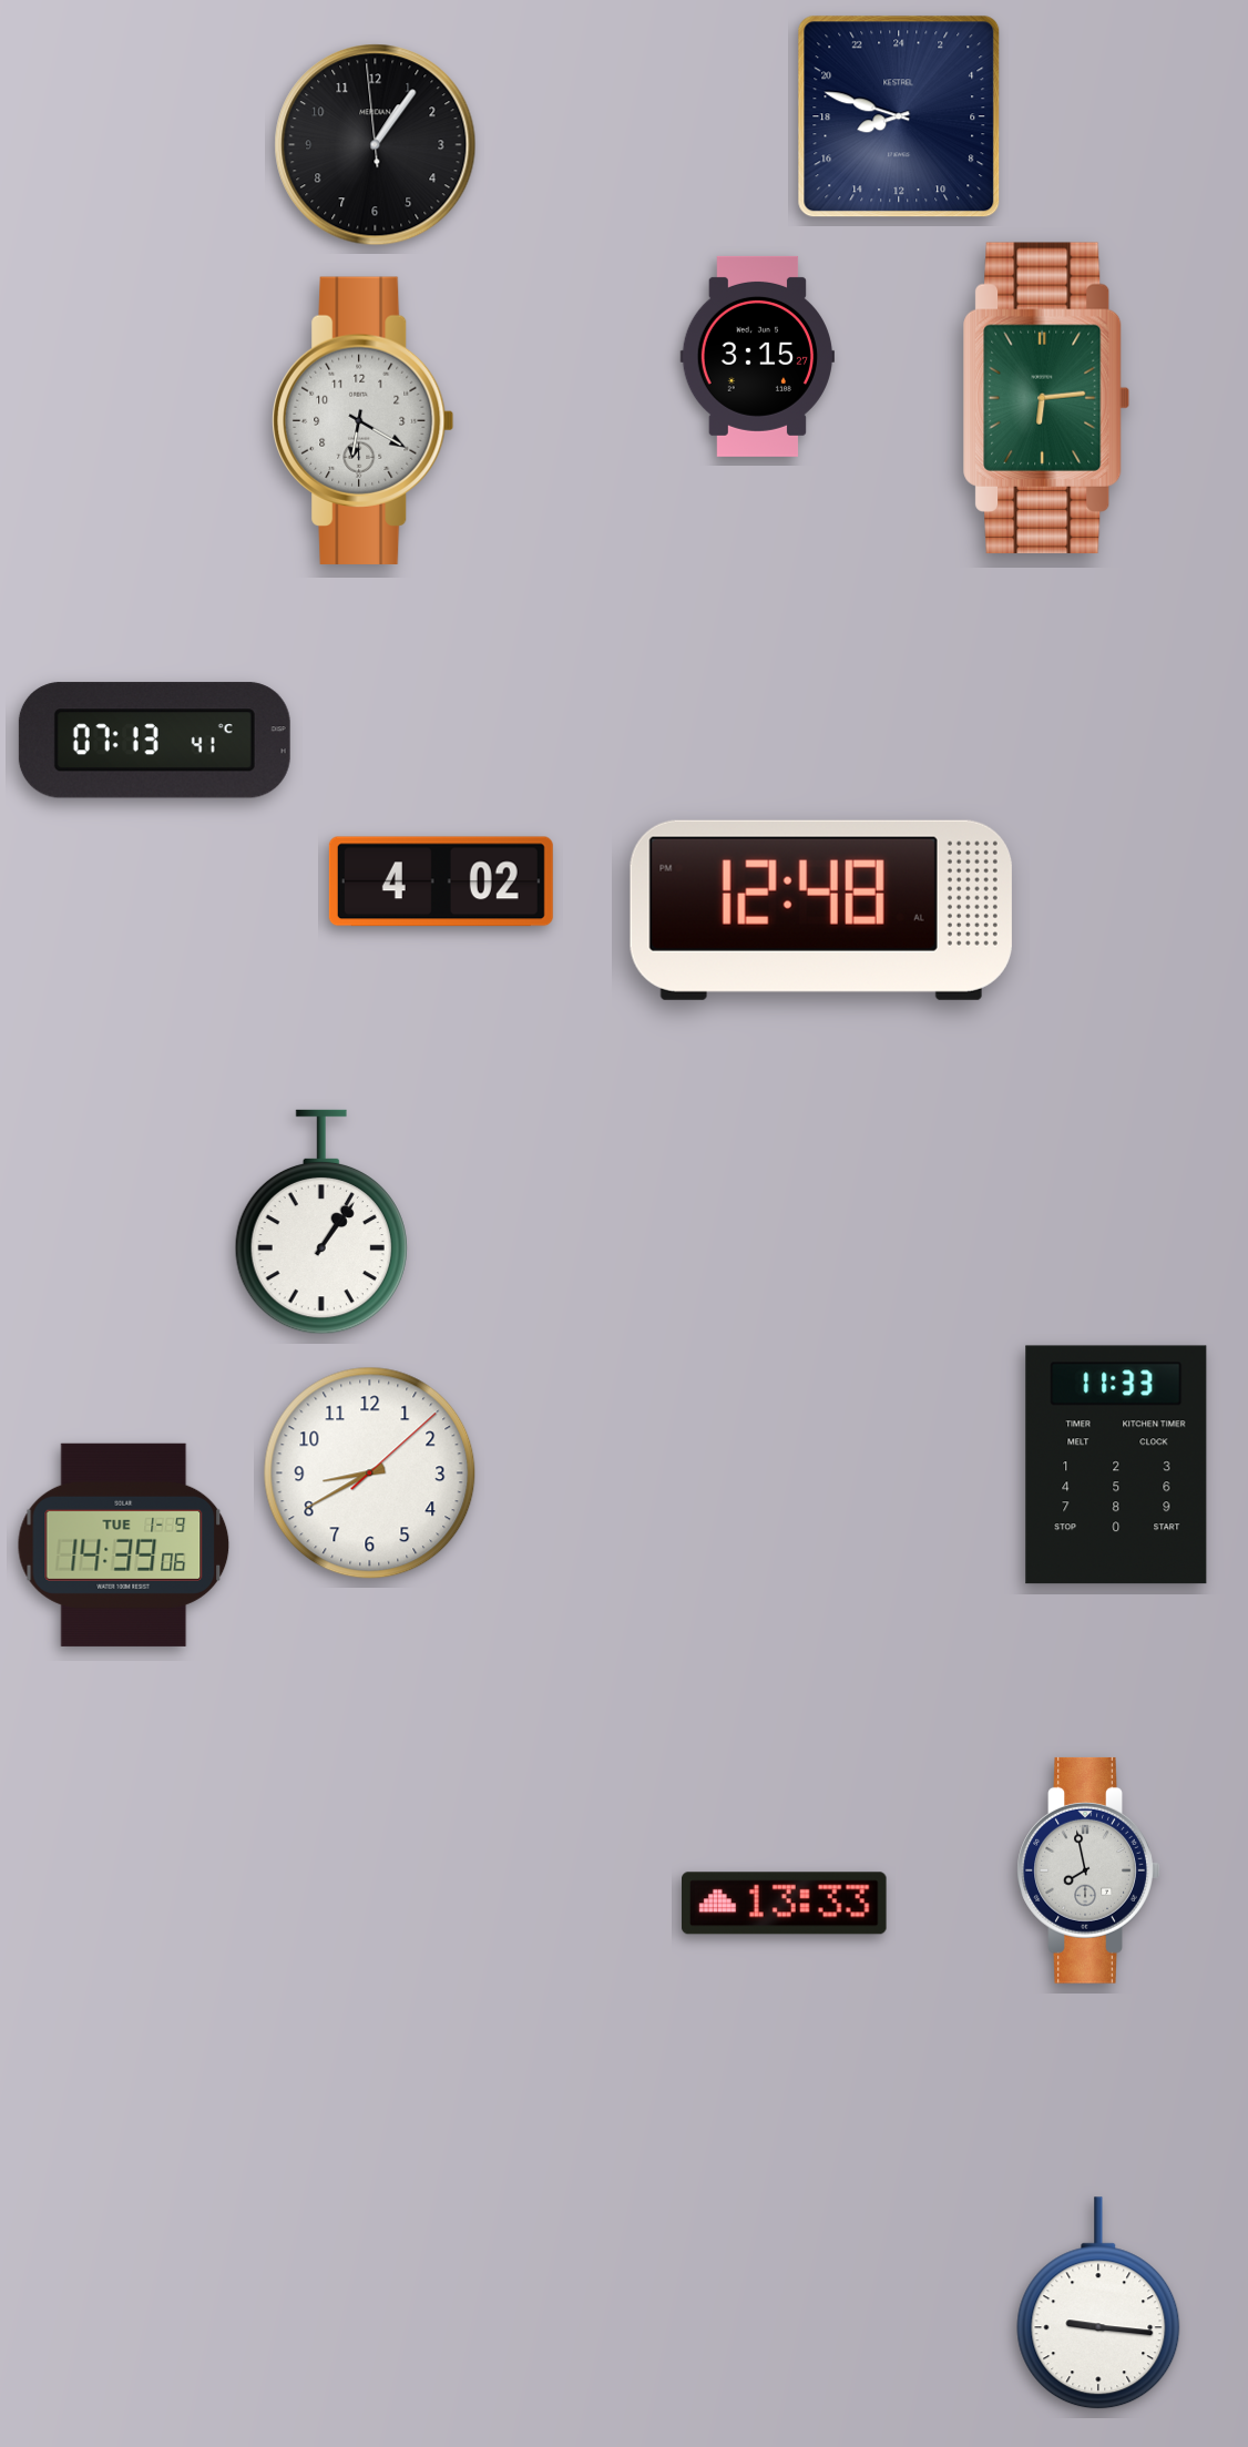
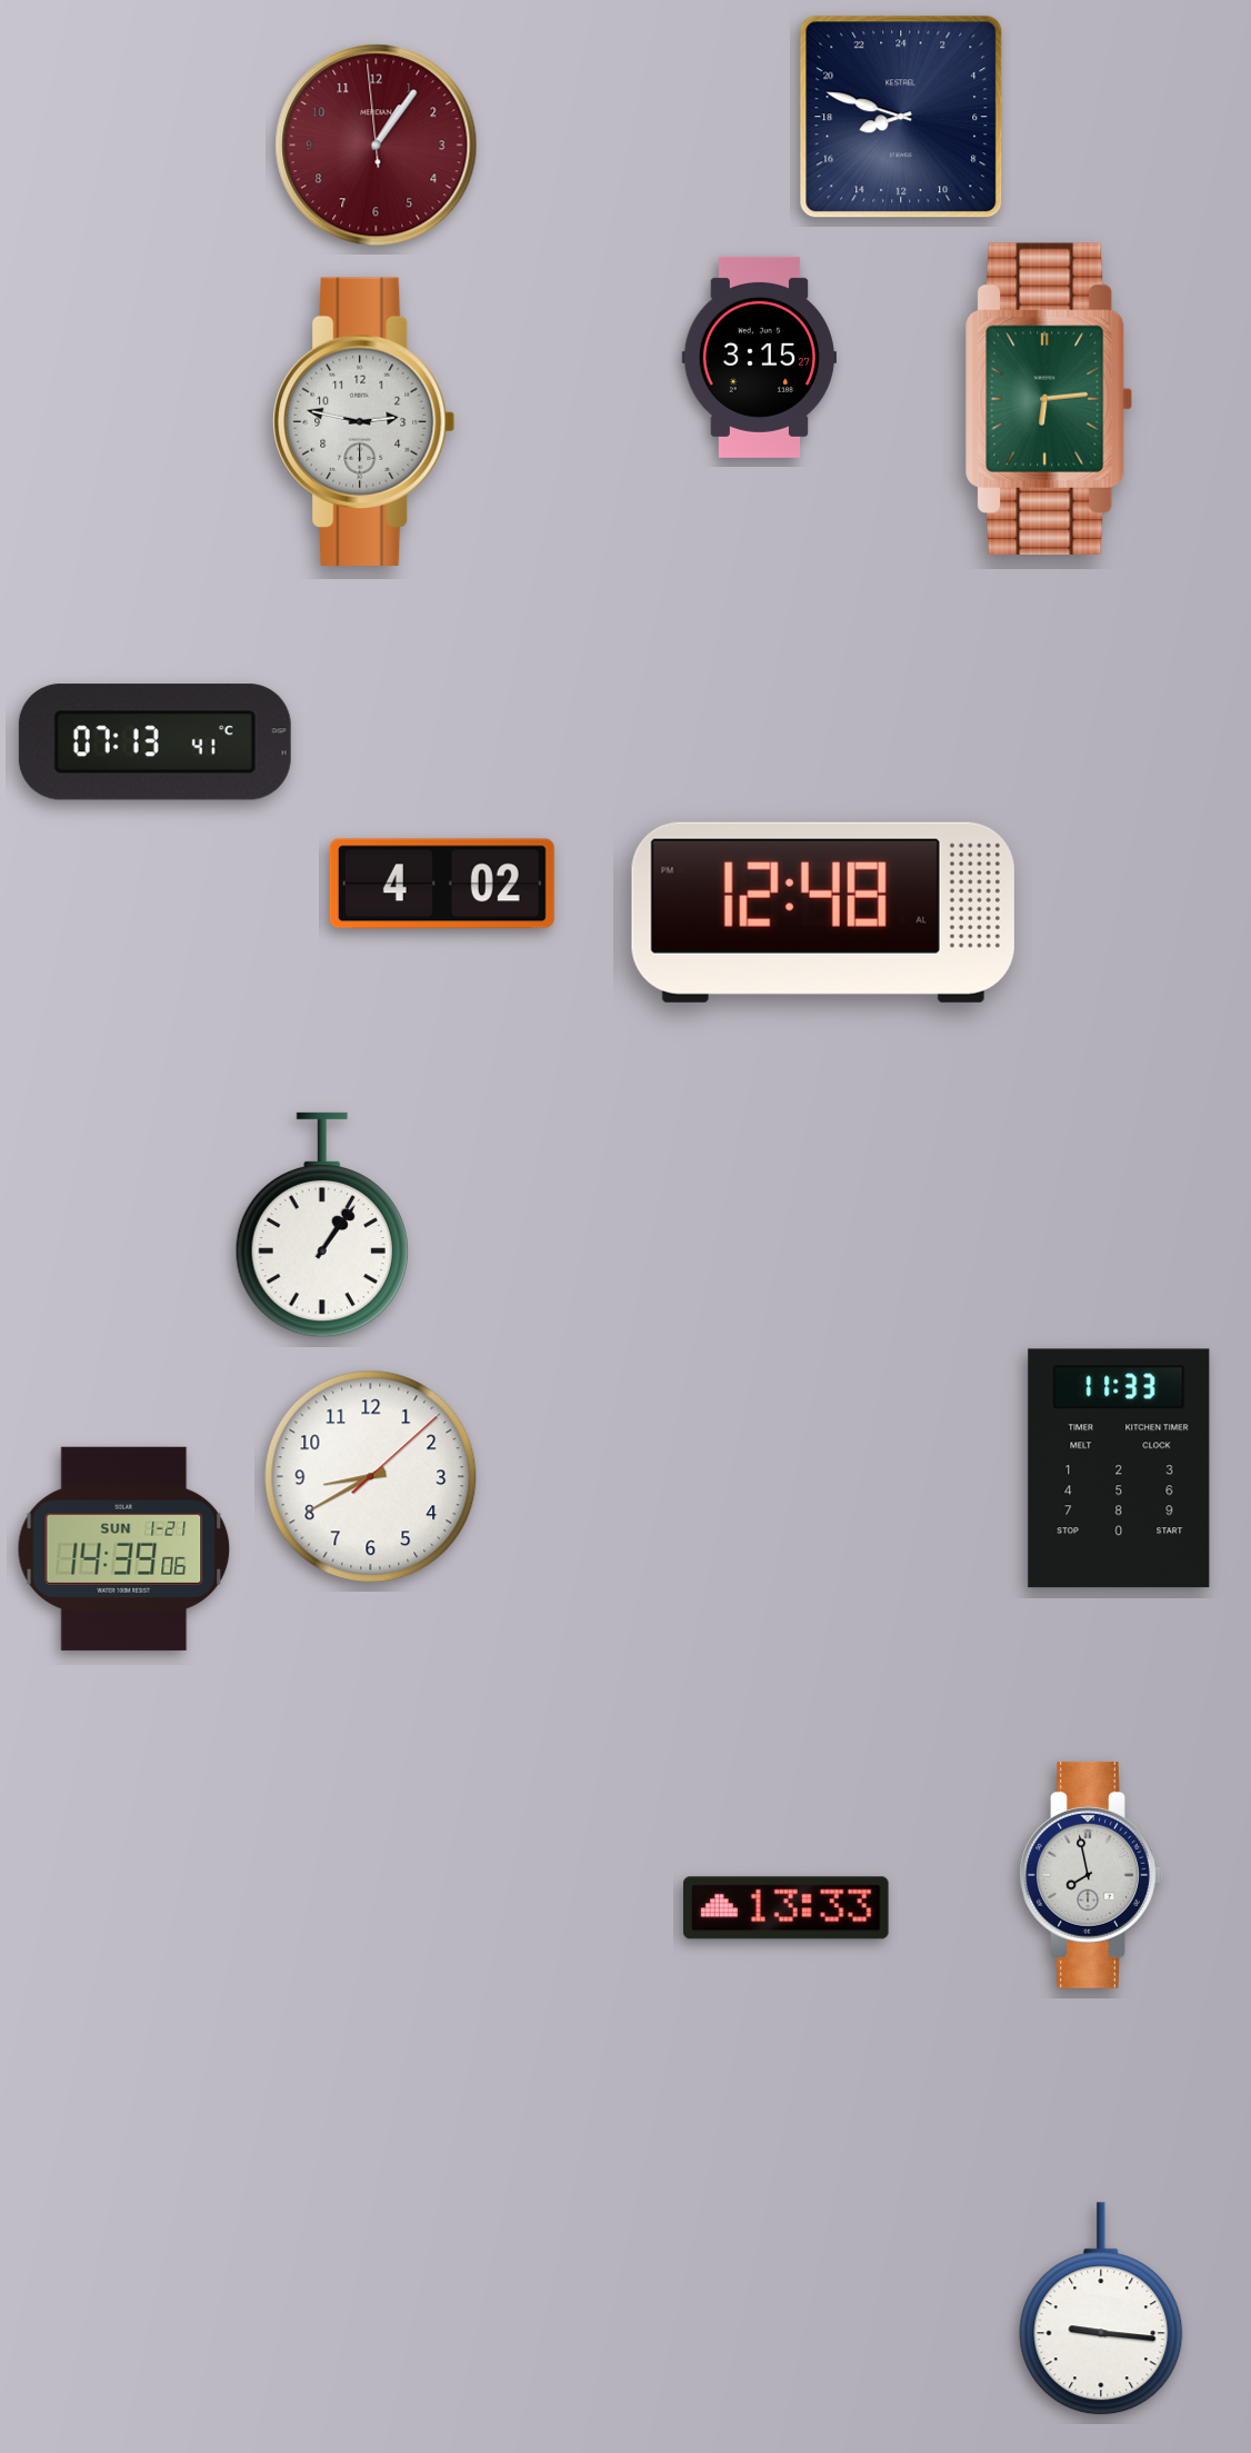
clock at (376, 145) dial: black -> burgundy
clock at (364, 420): 6:20 -> 2:47
clock at (124, 1544) date: TUE 1-9 -> SUN 1-21
